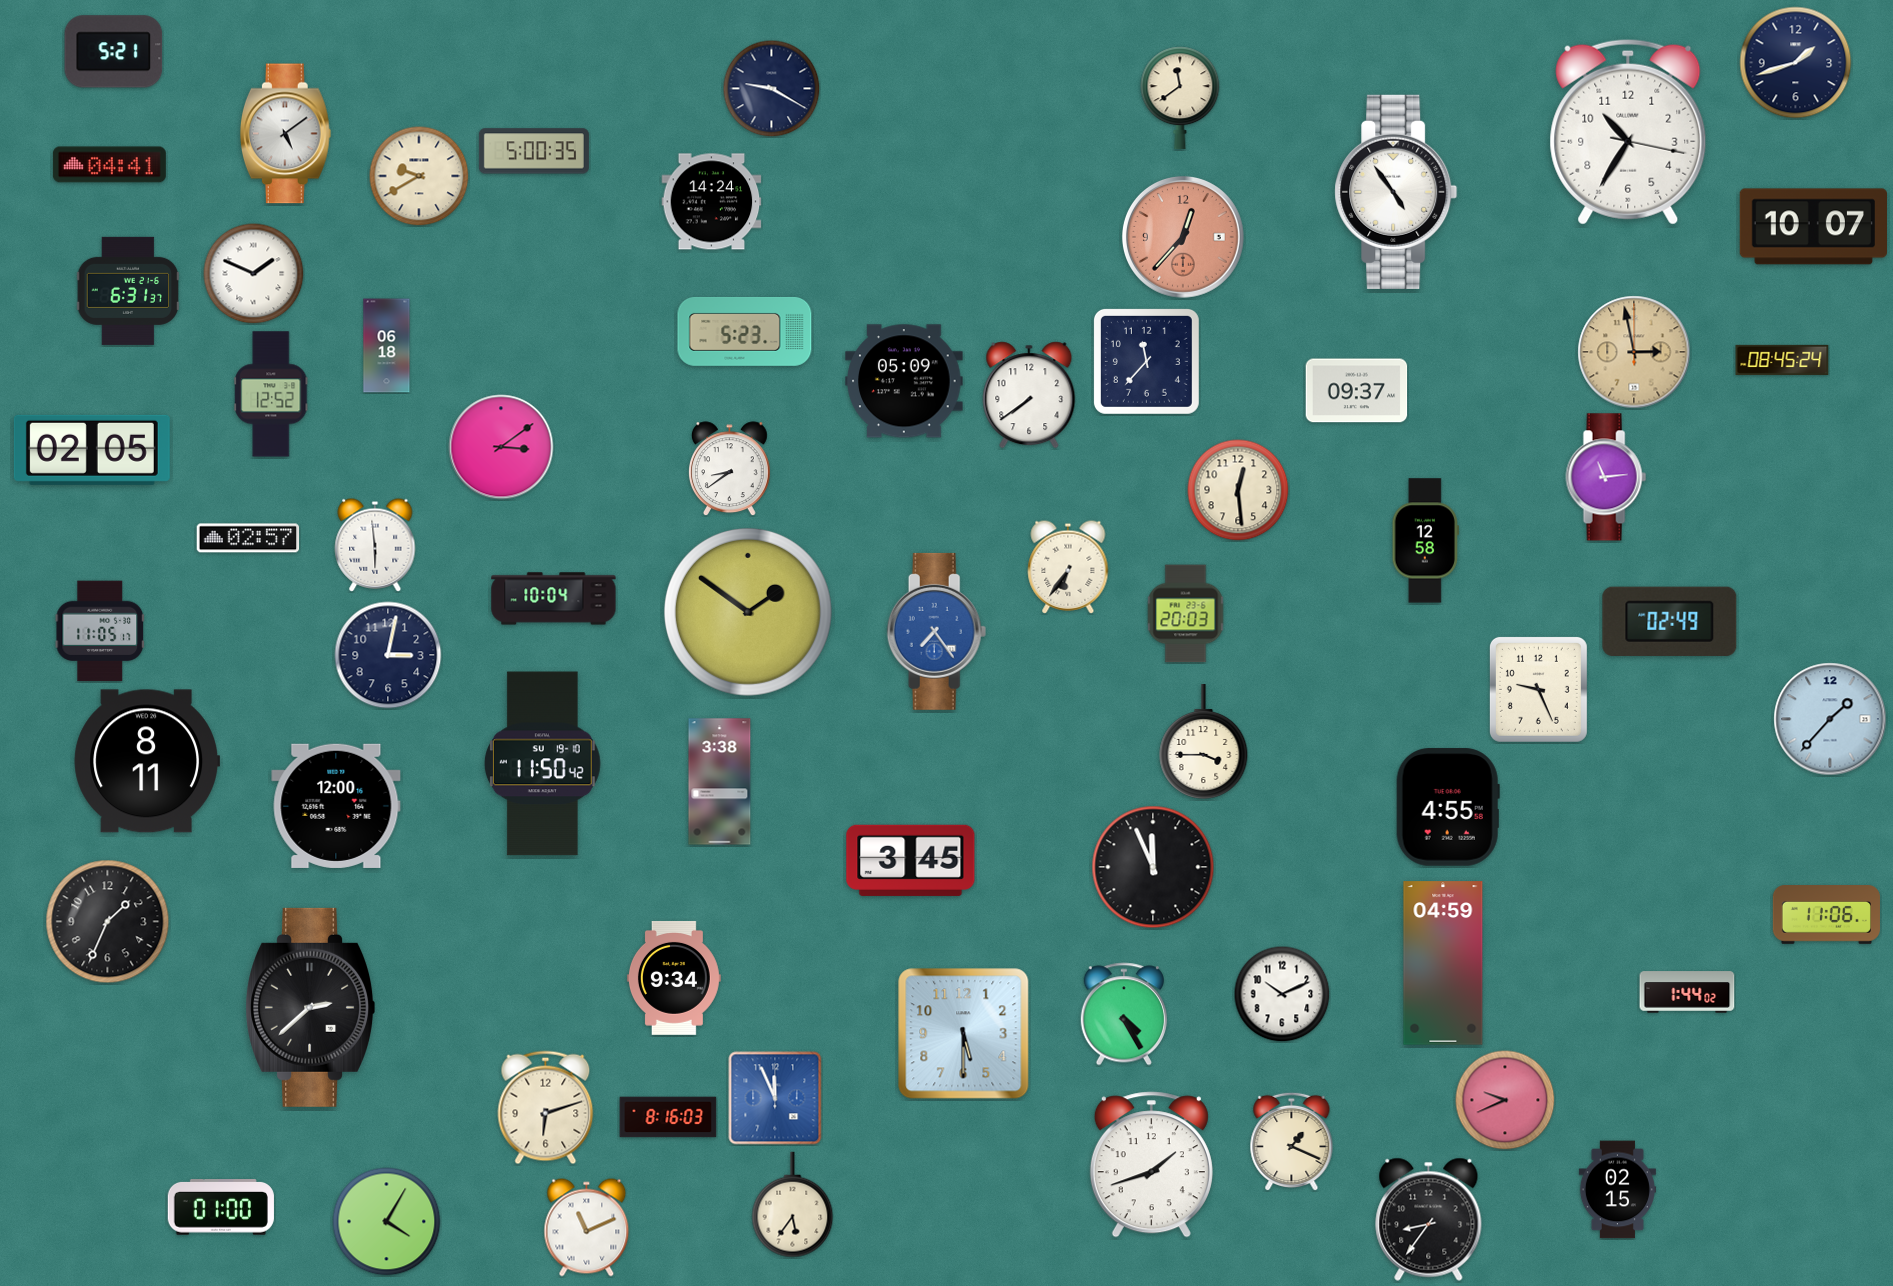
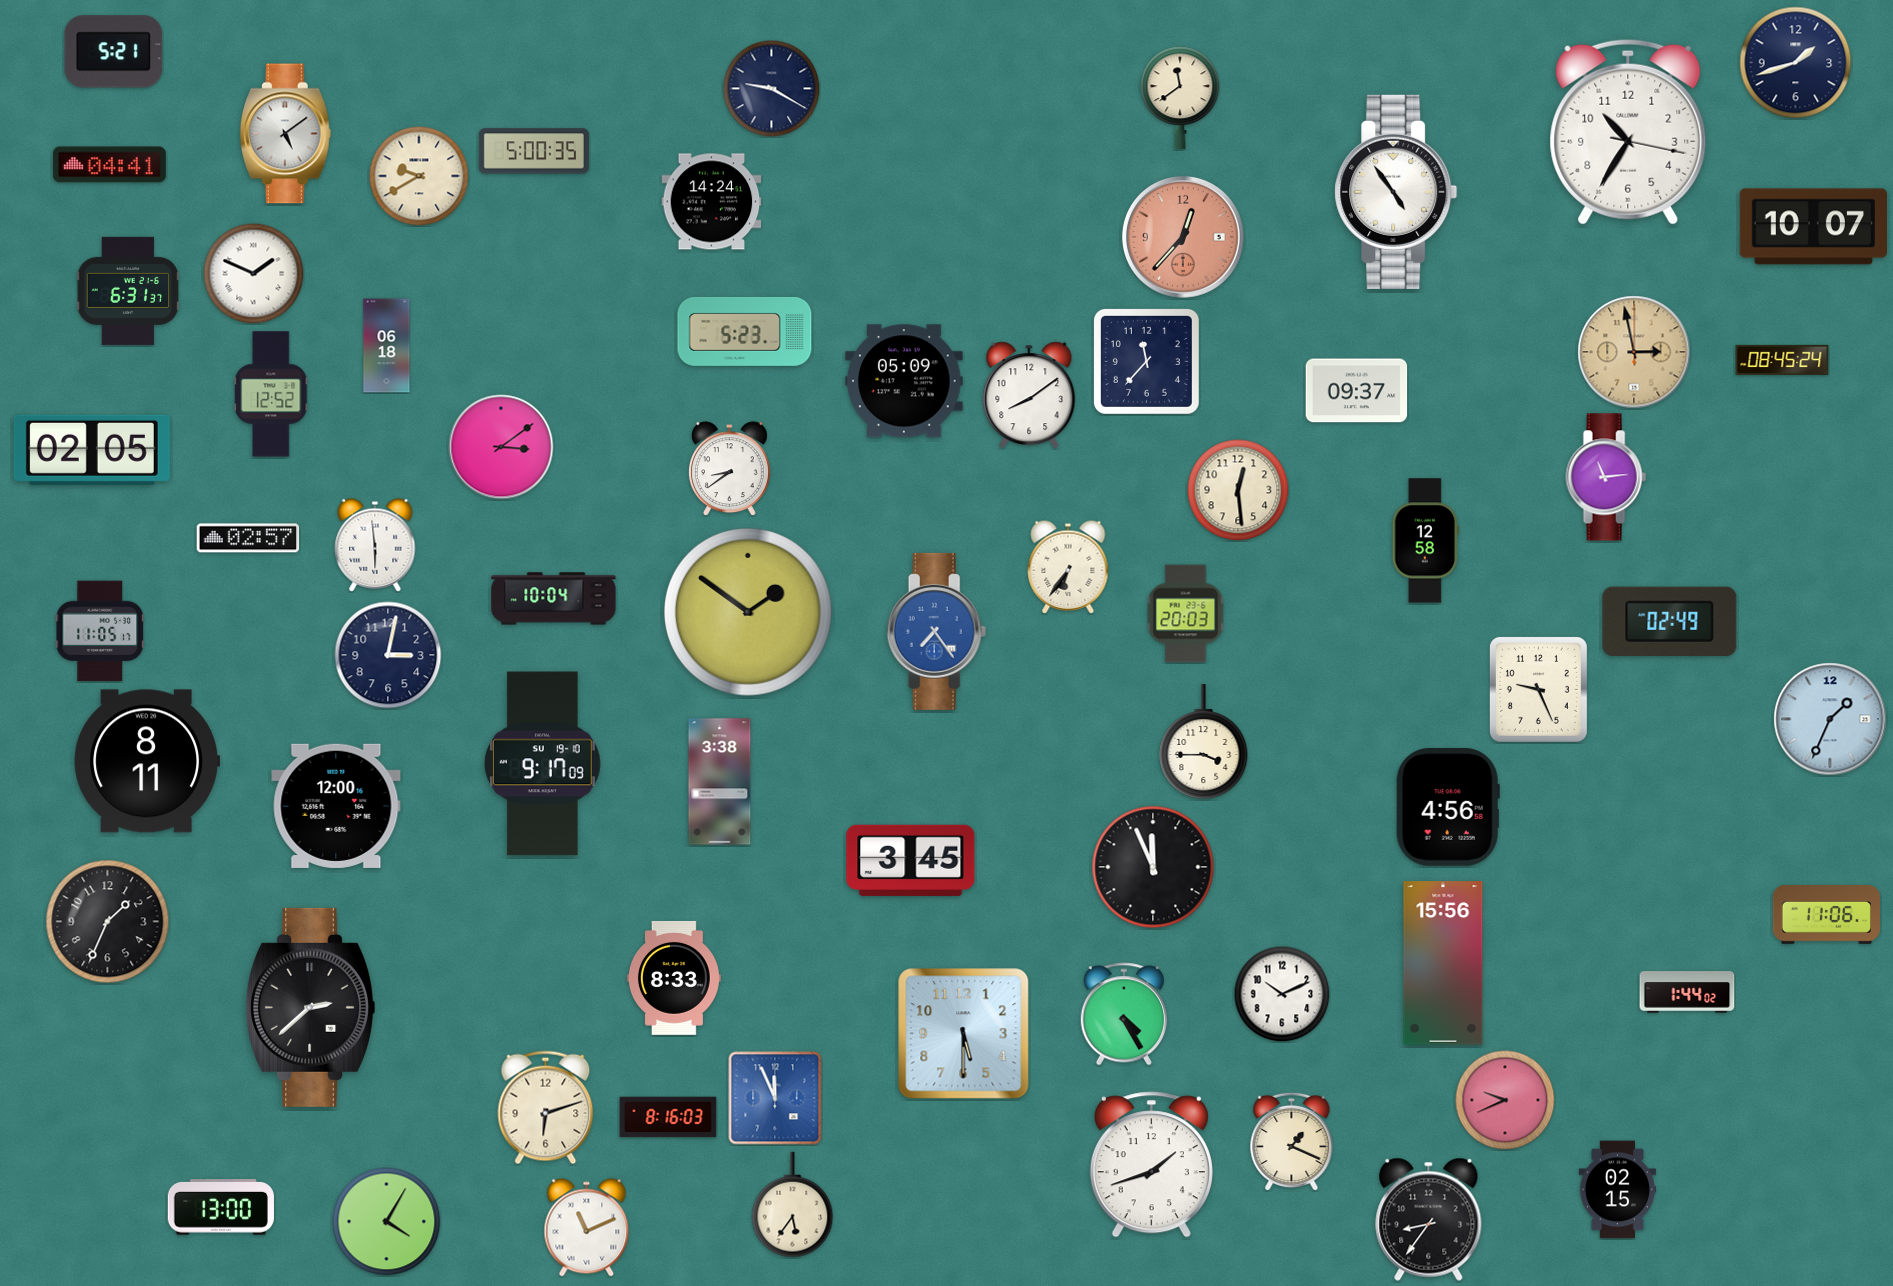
clock at (1029, 395): 7:39 -> 8:09
clock at (1830, 719): 1:37 -> 1:34
clock at (542, 764): 11:50 -> 9:17
clock at (1448, 807): 4:55 -> 4:56
clock at (1443, 963): 04:59 -> 15:56
clock at (674, 978): 9:34 -> 8:33
clock at (221, 1208): 01:00 -> 13:00
